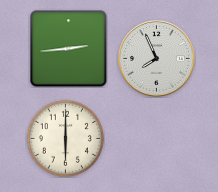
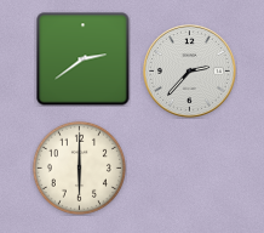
clock at (69, 49): 2:44 -> 2:39
clock at (157, 59): 7:56 -> 2:37
